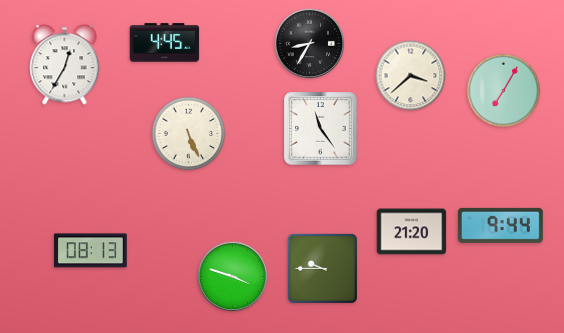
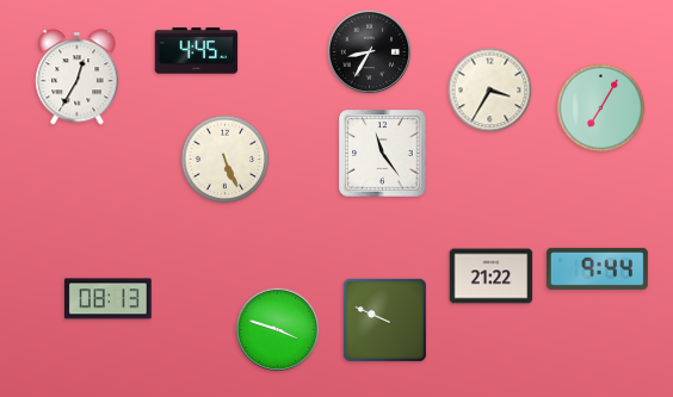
clock at (411, 76): 3:38 -> 3:35
clock at (412, 232): 21:20 -> 21:22
clock at (322, 268): 9:45 -> 9:49
